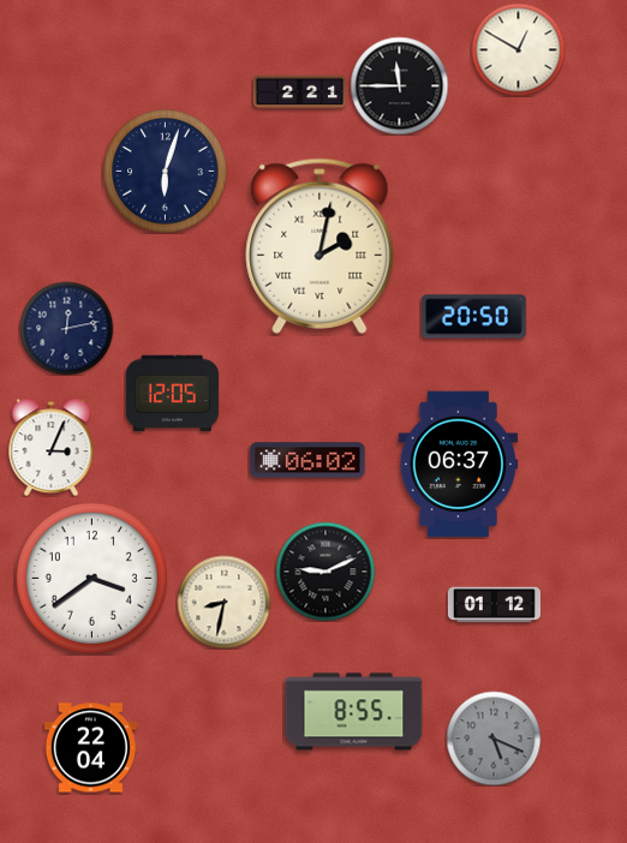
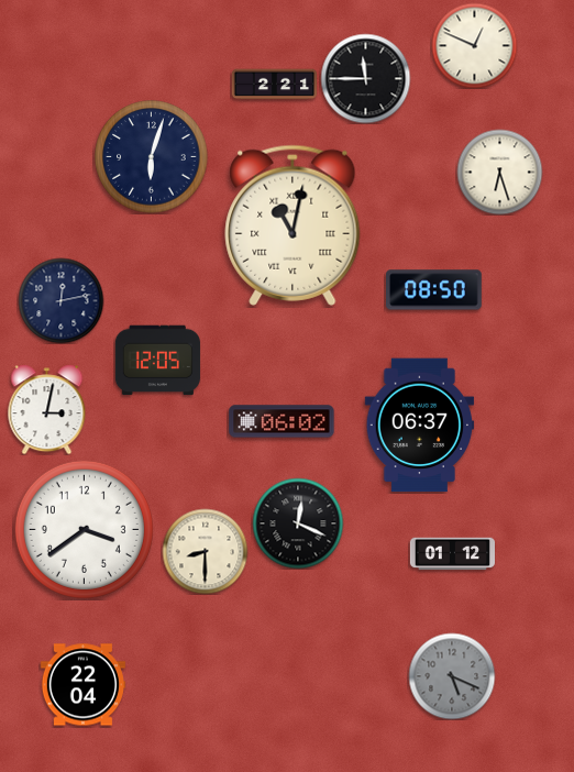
clock at (518, 49): 12:50 -> 12:49
clock at (499, 172): none -> 6:27
clock at (320, 246): 2:02 -> 11:02
clock at (474, 317): 20:50 -> 08:50
clock at (52, 447): 3:04 -> 3:02
clock at (326, 572): 9:11 -> 12:19
clock at (223, 602): 8:32 -> 8:30
clock at (354, 712): 8:55 -> none
